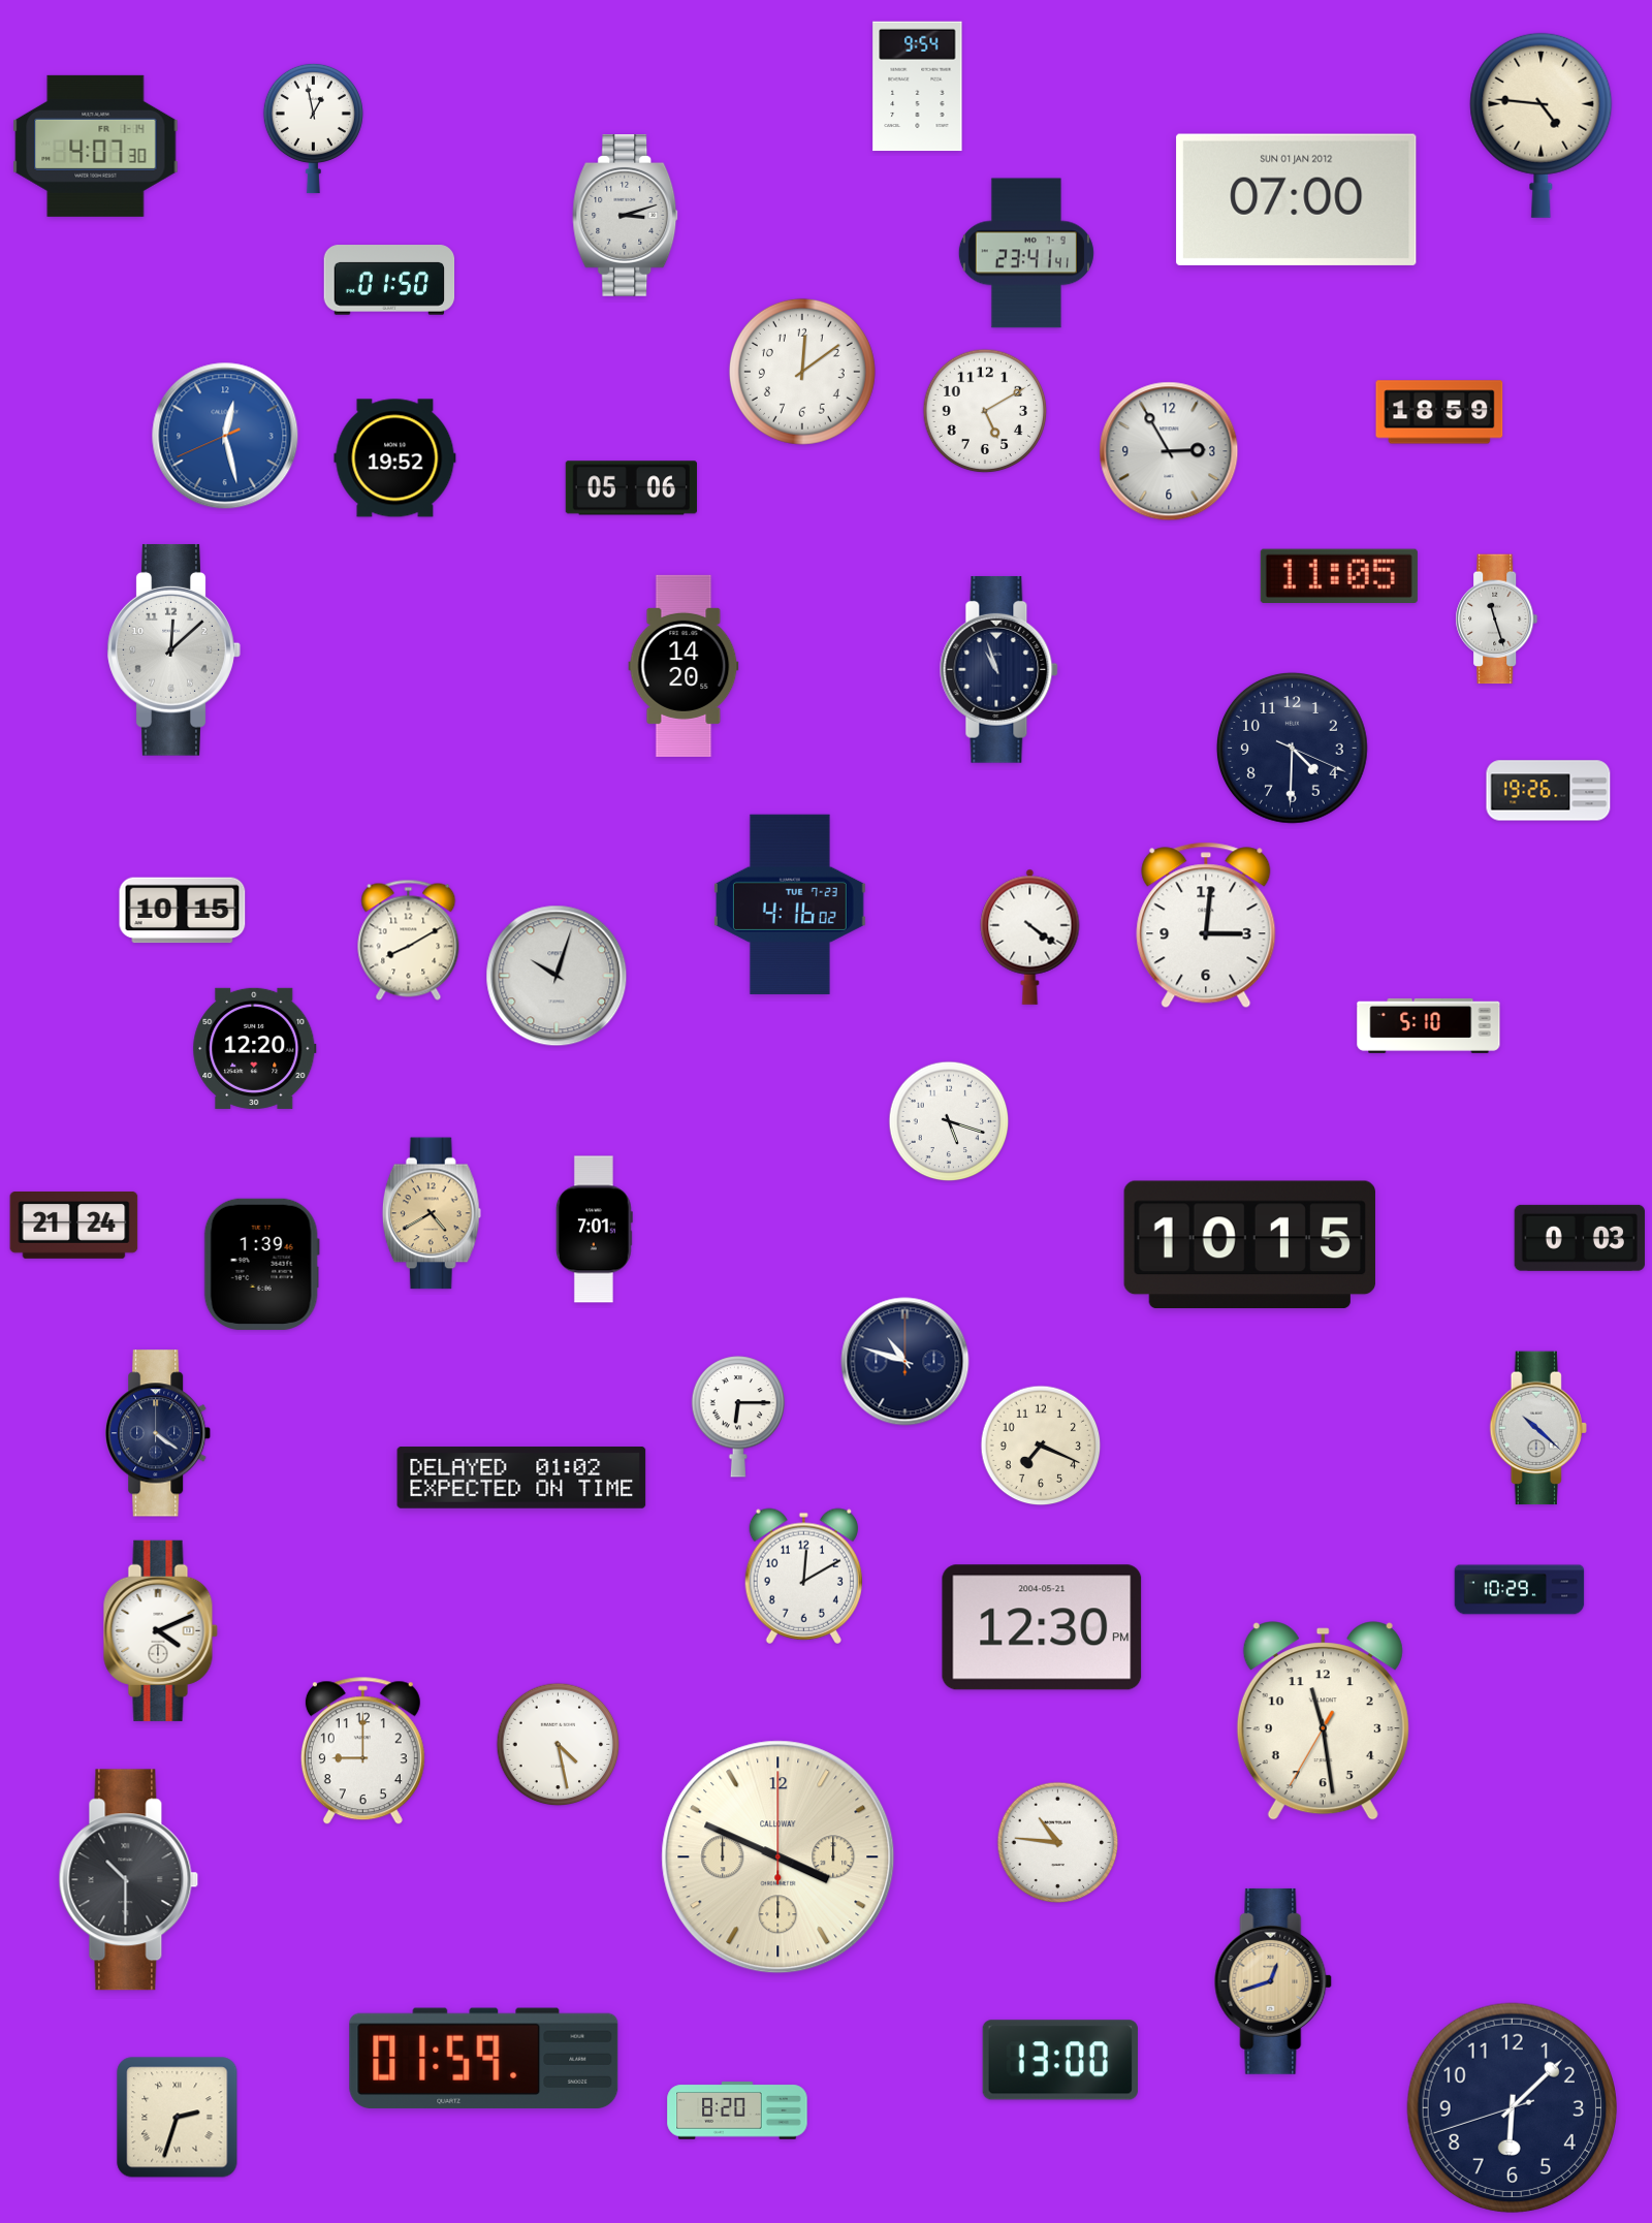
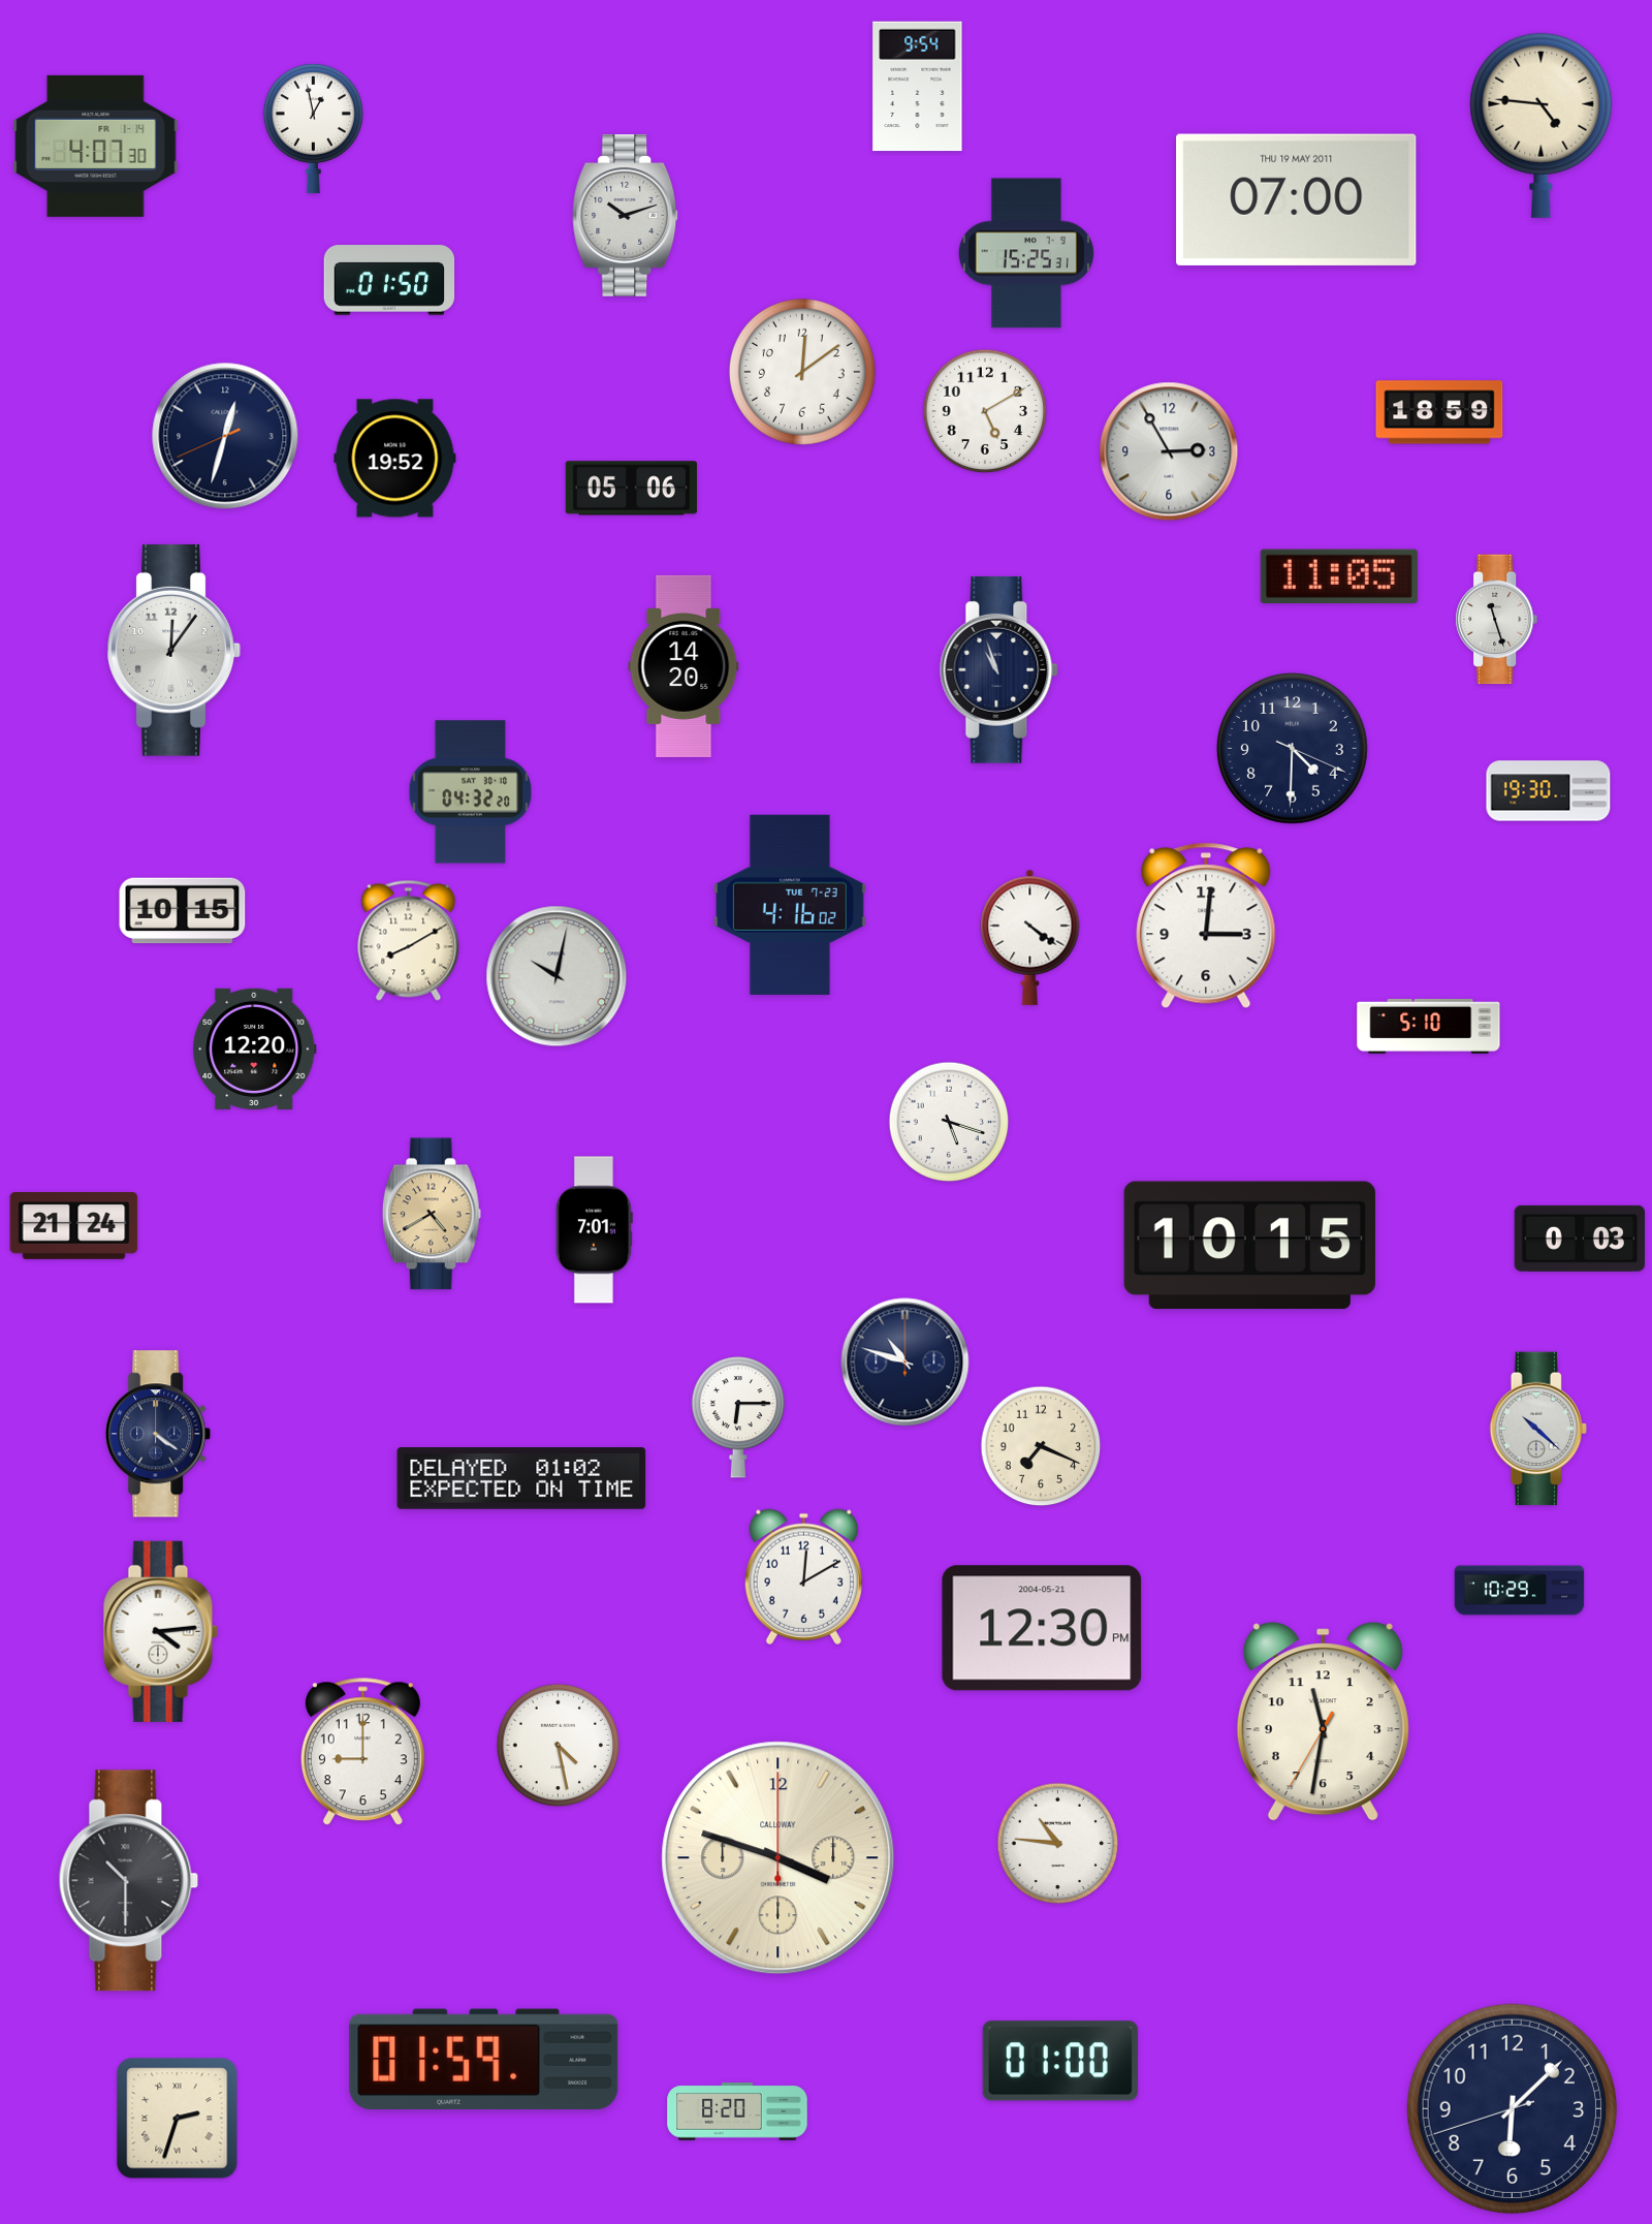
clock at (1297, 199) date: SUN 01 JAN 2012 -> THU 19 MAY 2011
clock at (626, 216): 3:12 -> 10:12
clock at (1026, 253): 23:41 -> 15:25
clock at (225, 436): 12:27 -> 12:32
clock at (225, 436) dial: blue -> navy
clock at (173, 649): 12:08 -> 12:06
clock at (1549, 791): 19:26 -> 19:30
clock at (471, 792): none -> 04:32
clock at (557, 976): 10:03 -> 10:02
clock at (261, 1264): 1:39 -> none
clock at (160, 1630): 4:11 -> 4:14
clock at (1323, 1721): 11:28 -> 11:31
clock at (779, 1857): 3:49 -> 3:48
clock at (1273, 1981): 12:42 -> none
clock at (1060, 2060): 13:00 -> 01:00
